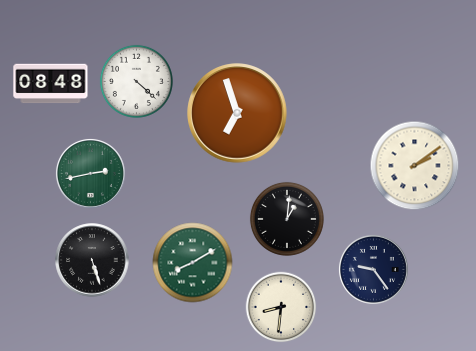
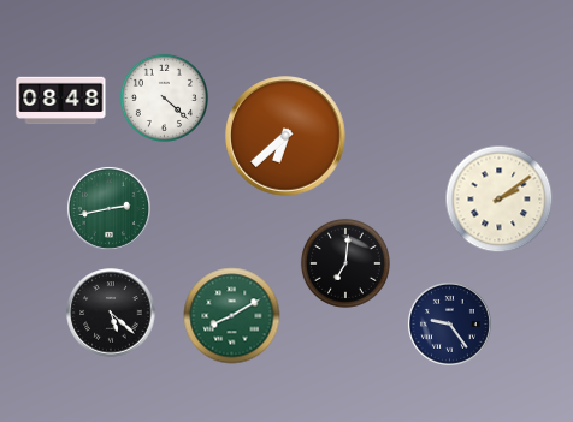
clock at (237, 113): 6:57 -> 6:38
clock at (287, 219): 1:01 -> 7:01
clock at (92, 260): 5:27 -> 5:22
clock at (281, 307): 8:31 -> none
